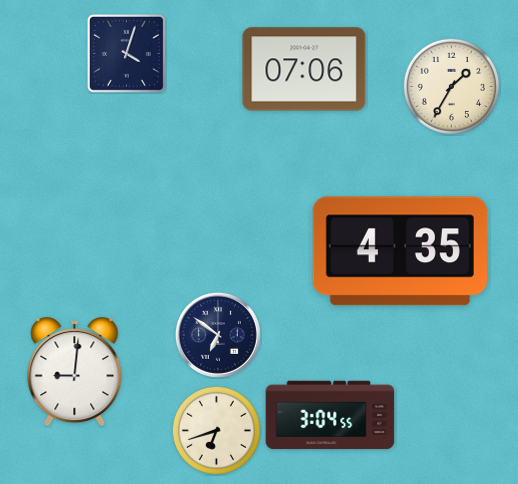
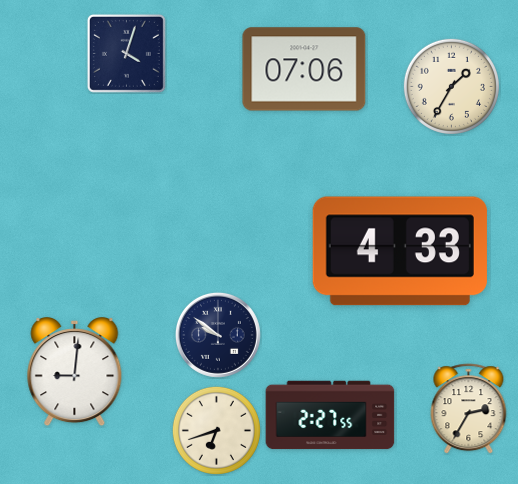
clock at (400, 251): 4:35 -> 4:33
clock at (218, 335): 6:51 -> 9:51
clock at (469, 409): none -> 2:35
clock at (330, 415): 3:04 -> 2:27
